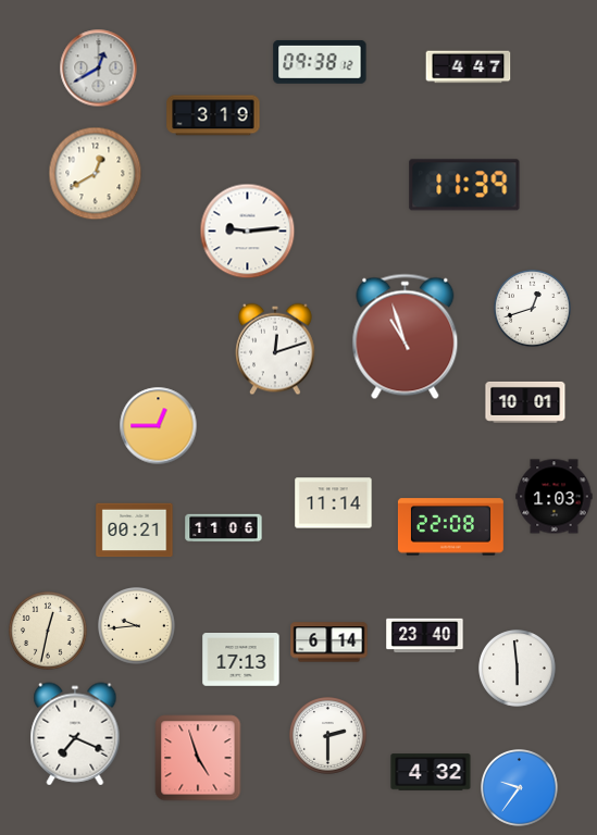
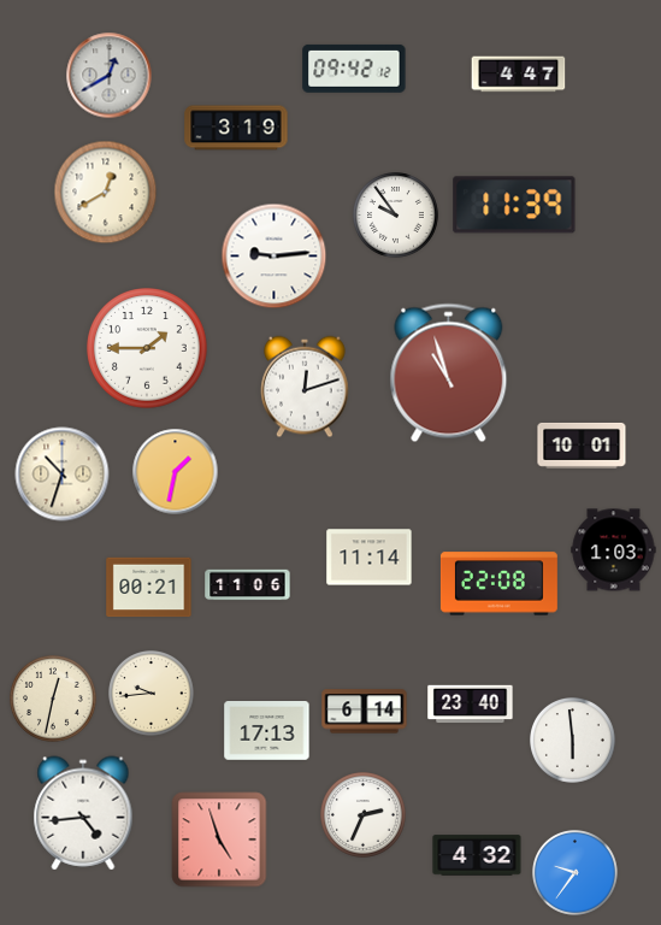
clock at (320, 62): 09:38 -> 09:42
clock at (396, 216): none -> 9:54
clock at (533, 309): 12:42 -> none
clock at (147, 348): none -> 1:45
clock at (159, 426): 12:45 -> 1:32
clock at (63, 475): none -> 10:33
clock at (75, 734): 7:19 -> 4:44
clock at (328, 736): 2:30 -> 2:34
